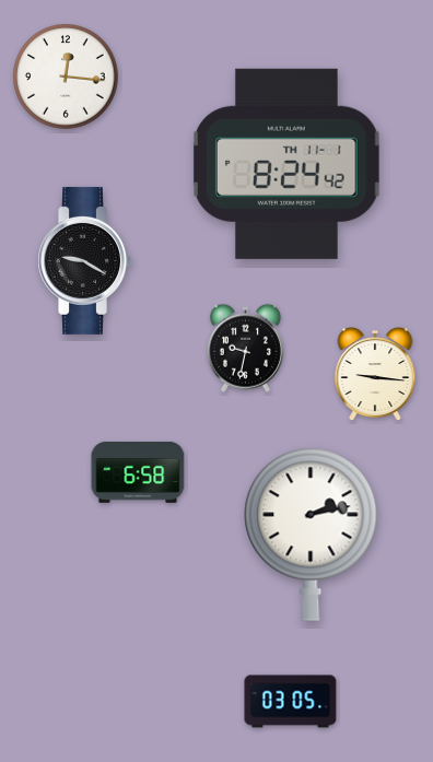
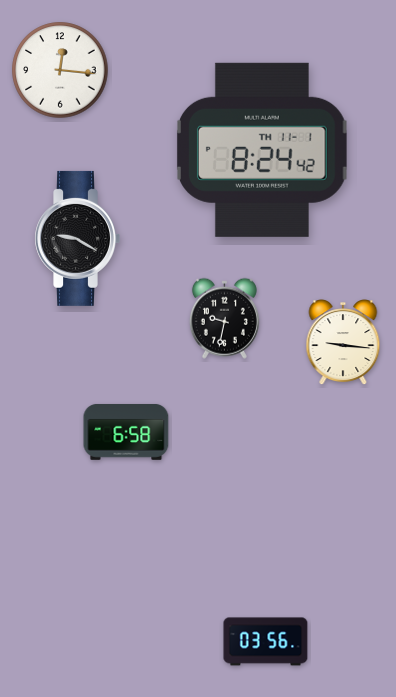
clock at (311, 535): 2:13 -> none
clock at (291, 702): 03:05 -> 03:56
